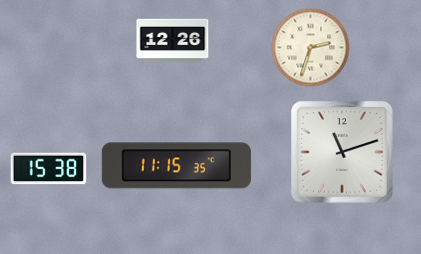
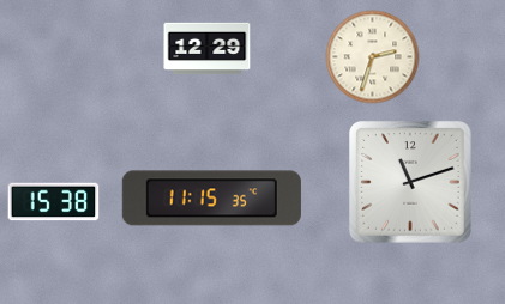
clock at (173, 41): 12:26 -> 12:29
clock at (49, 169) position: (49, 169) -> (54, 202)
